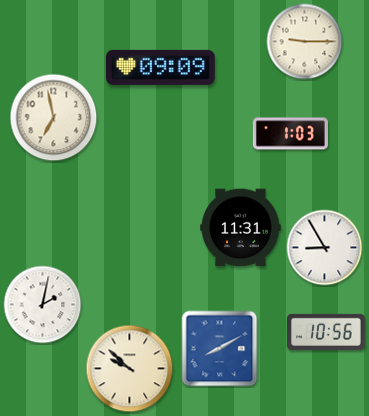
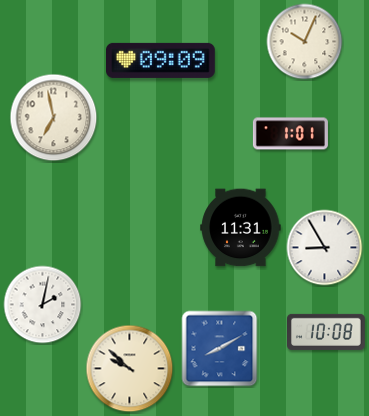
clock at (305, 42): 9:15 -> 10:04
clock at (161, 67) position: (161, 67) -> (161, 60)
clock at (290, 134): 1:03 -> 1:01
clock at (327, 332): 10:56 -> 10:08
